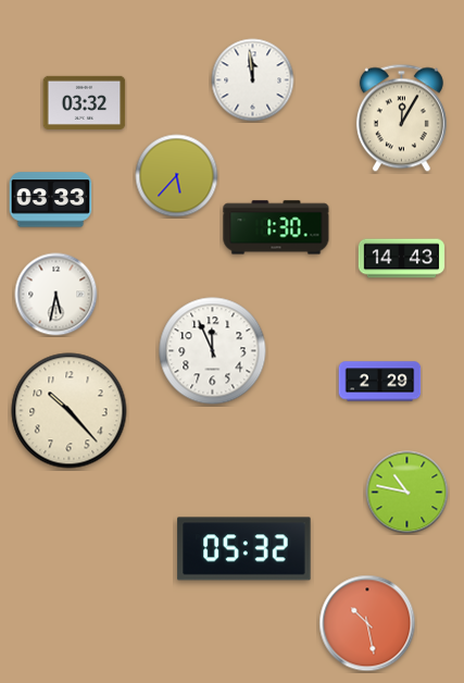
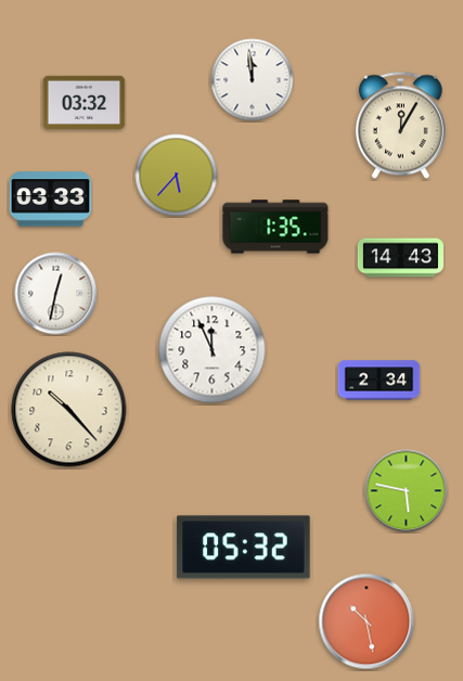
clock at (401, 119) position: (401, 119) -> (400, 126)
clock at (276, 227): 1:30 -> 1:35
clock at (57, 295): 5:32 -> 12:32
clock at (380, 382): 2:29 -> 2:34
clock at (407, 493): 10:47 -> 5:47
